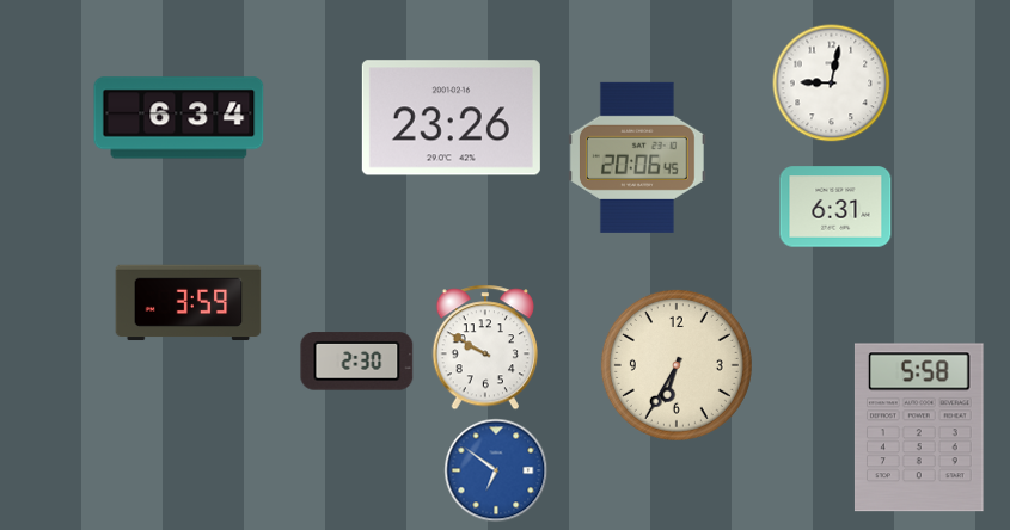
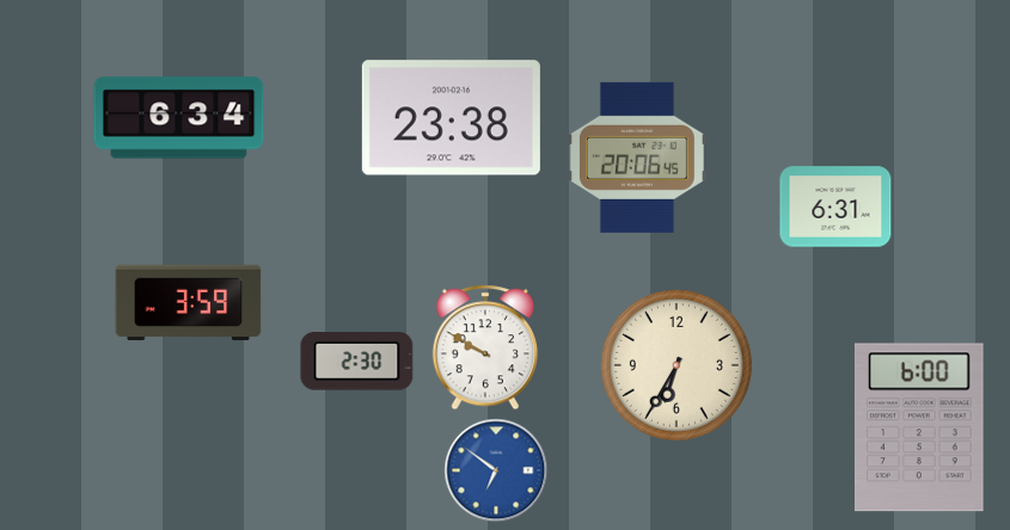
clock at (832, 84): 9:02 -> none
clock at (451, 118): 23:26 -> 23:38
clock at (919, 427): 5:58 -> 6:00
